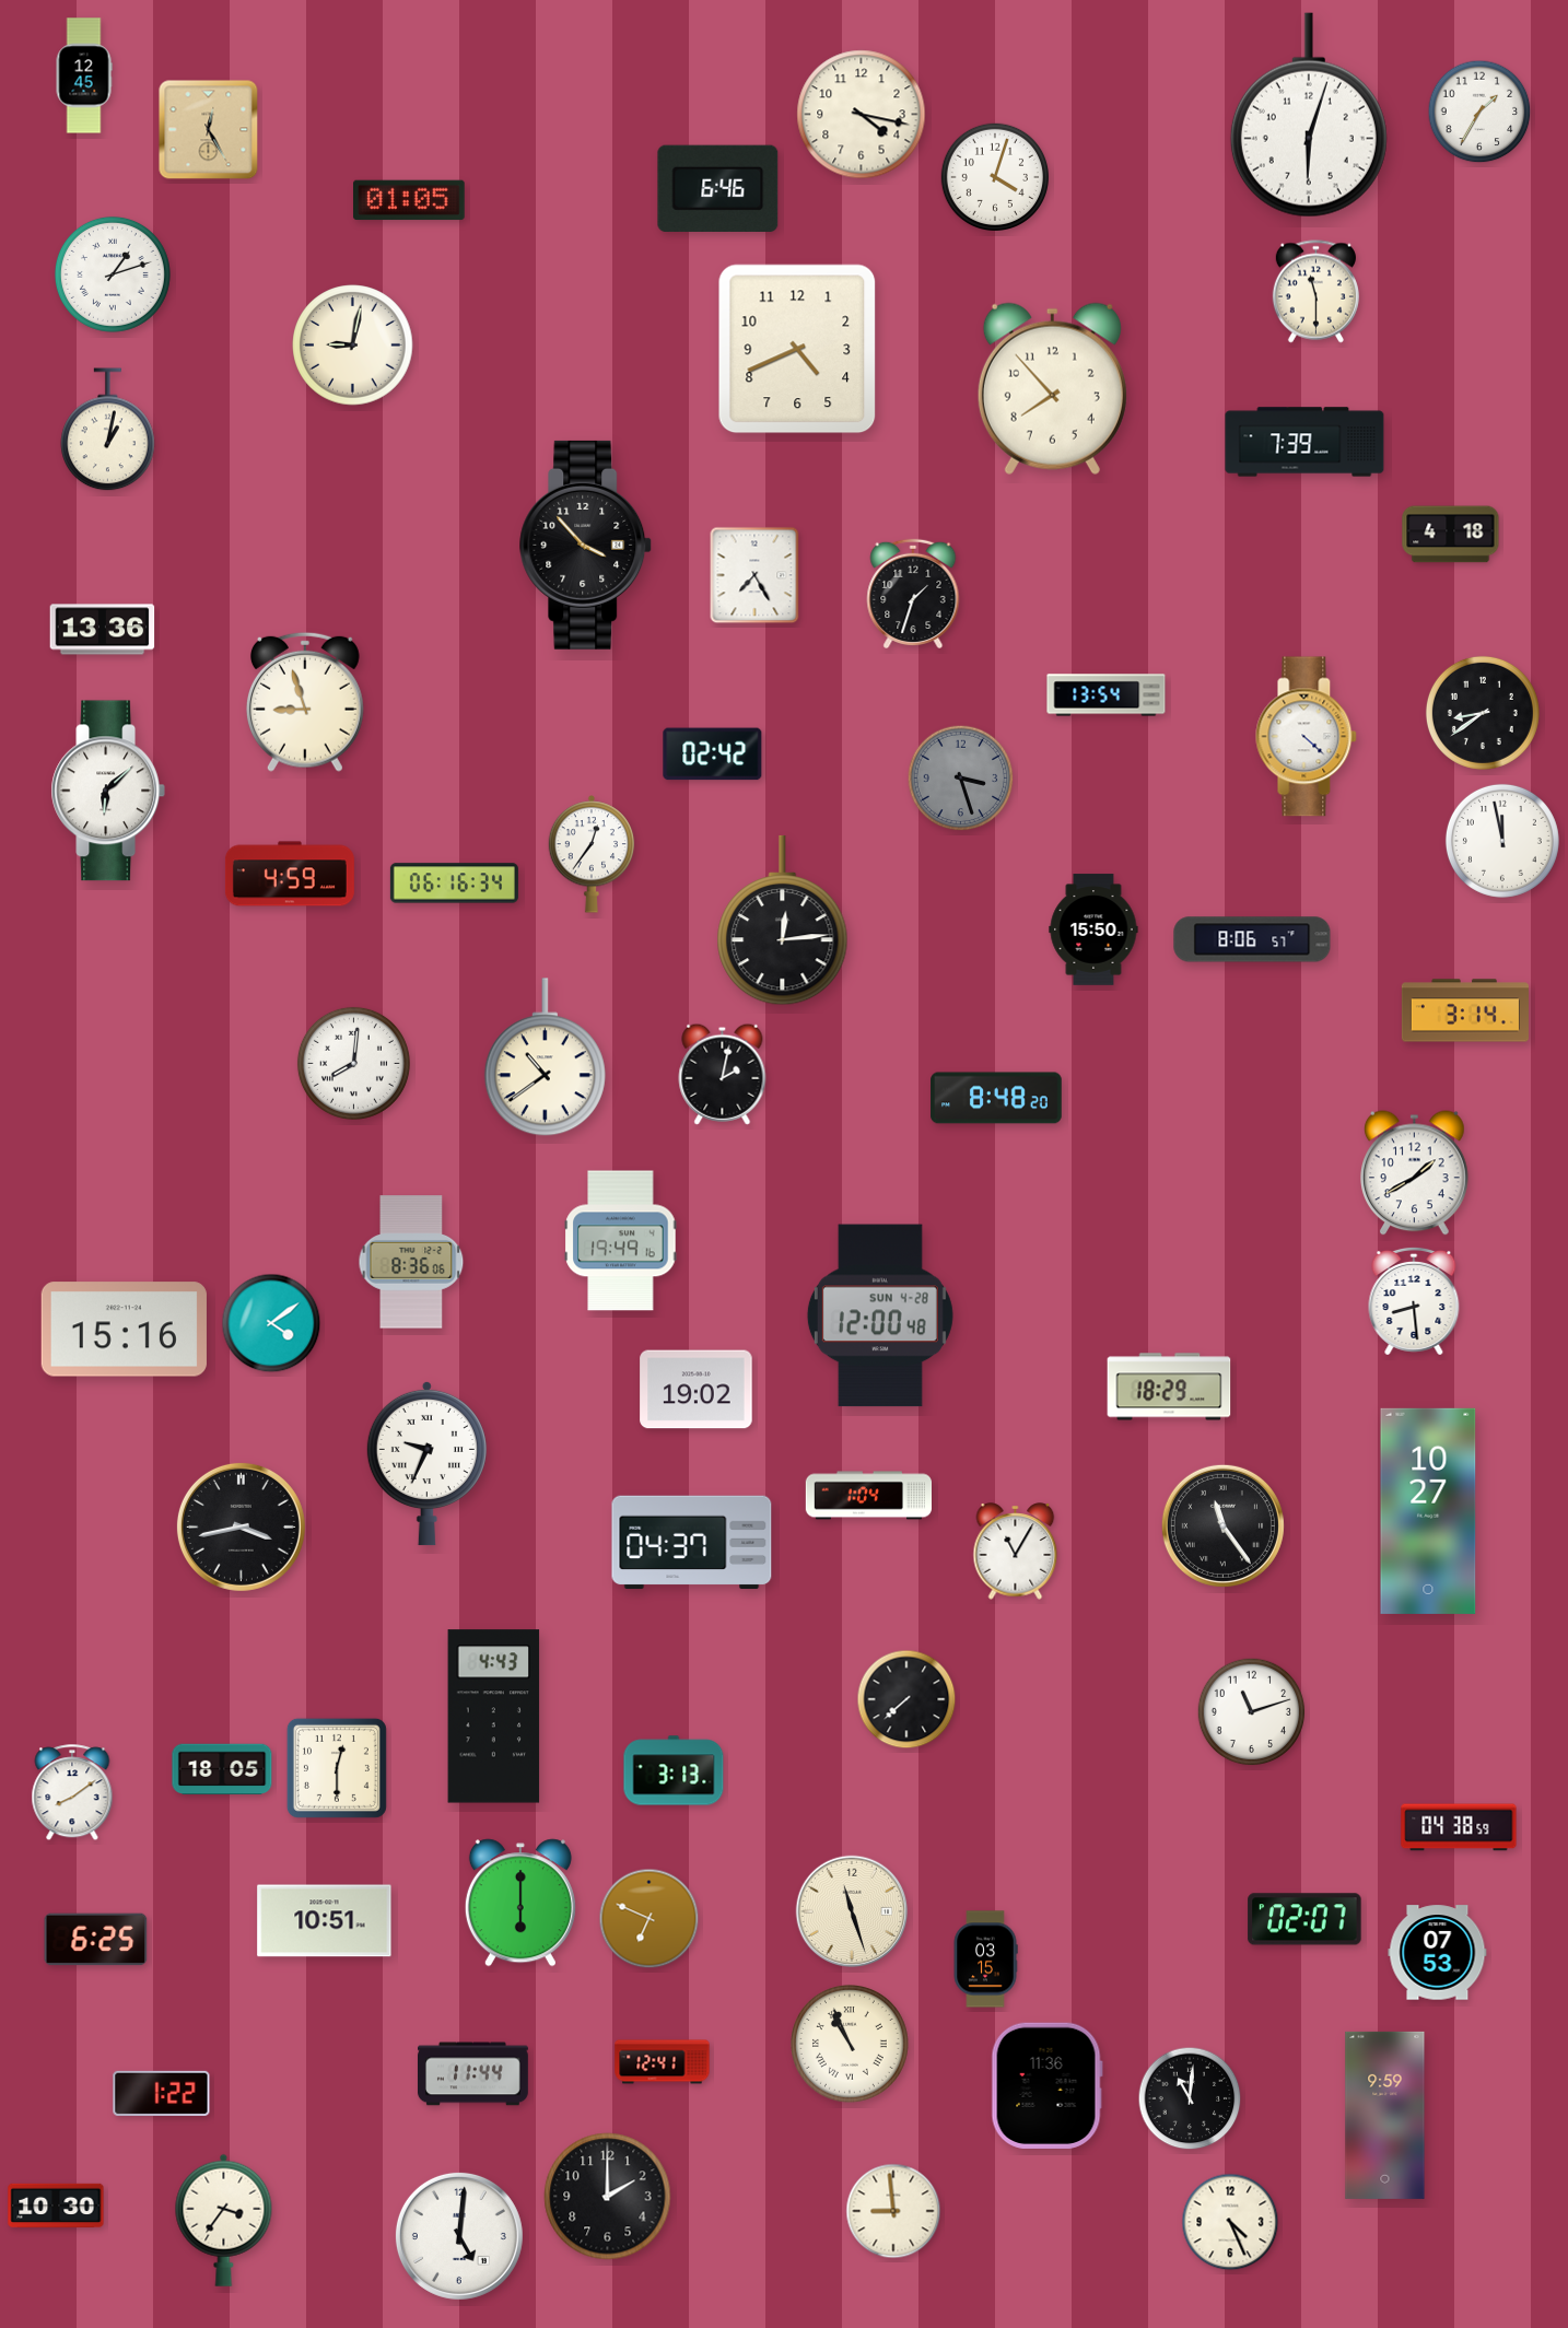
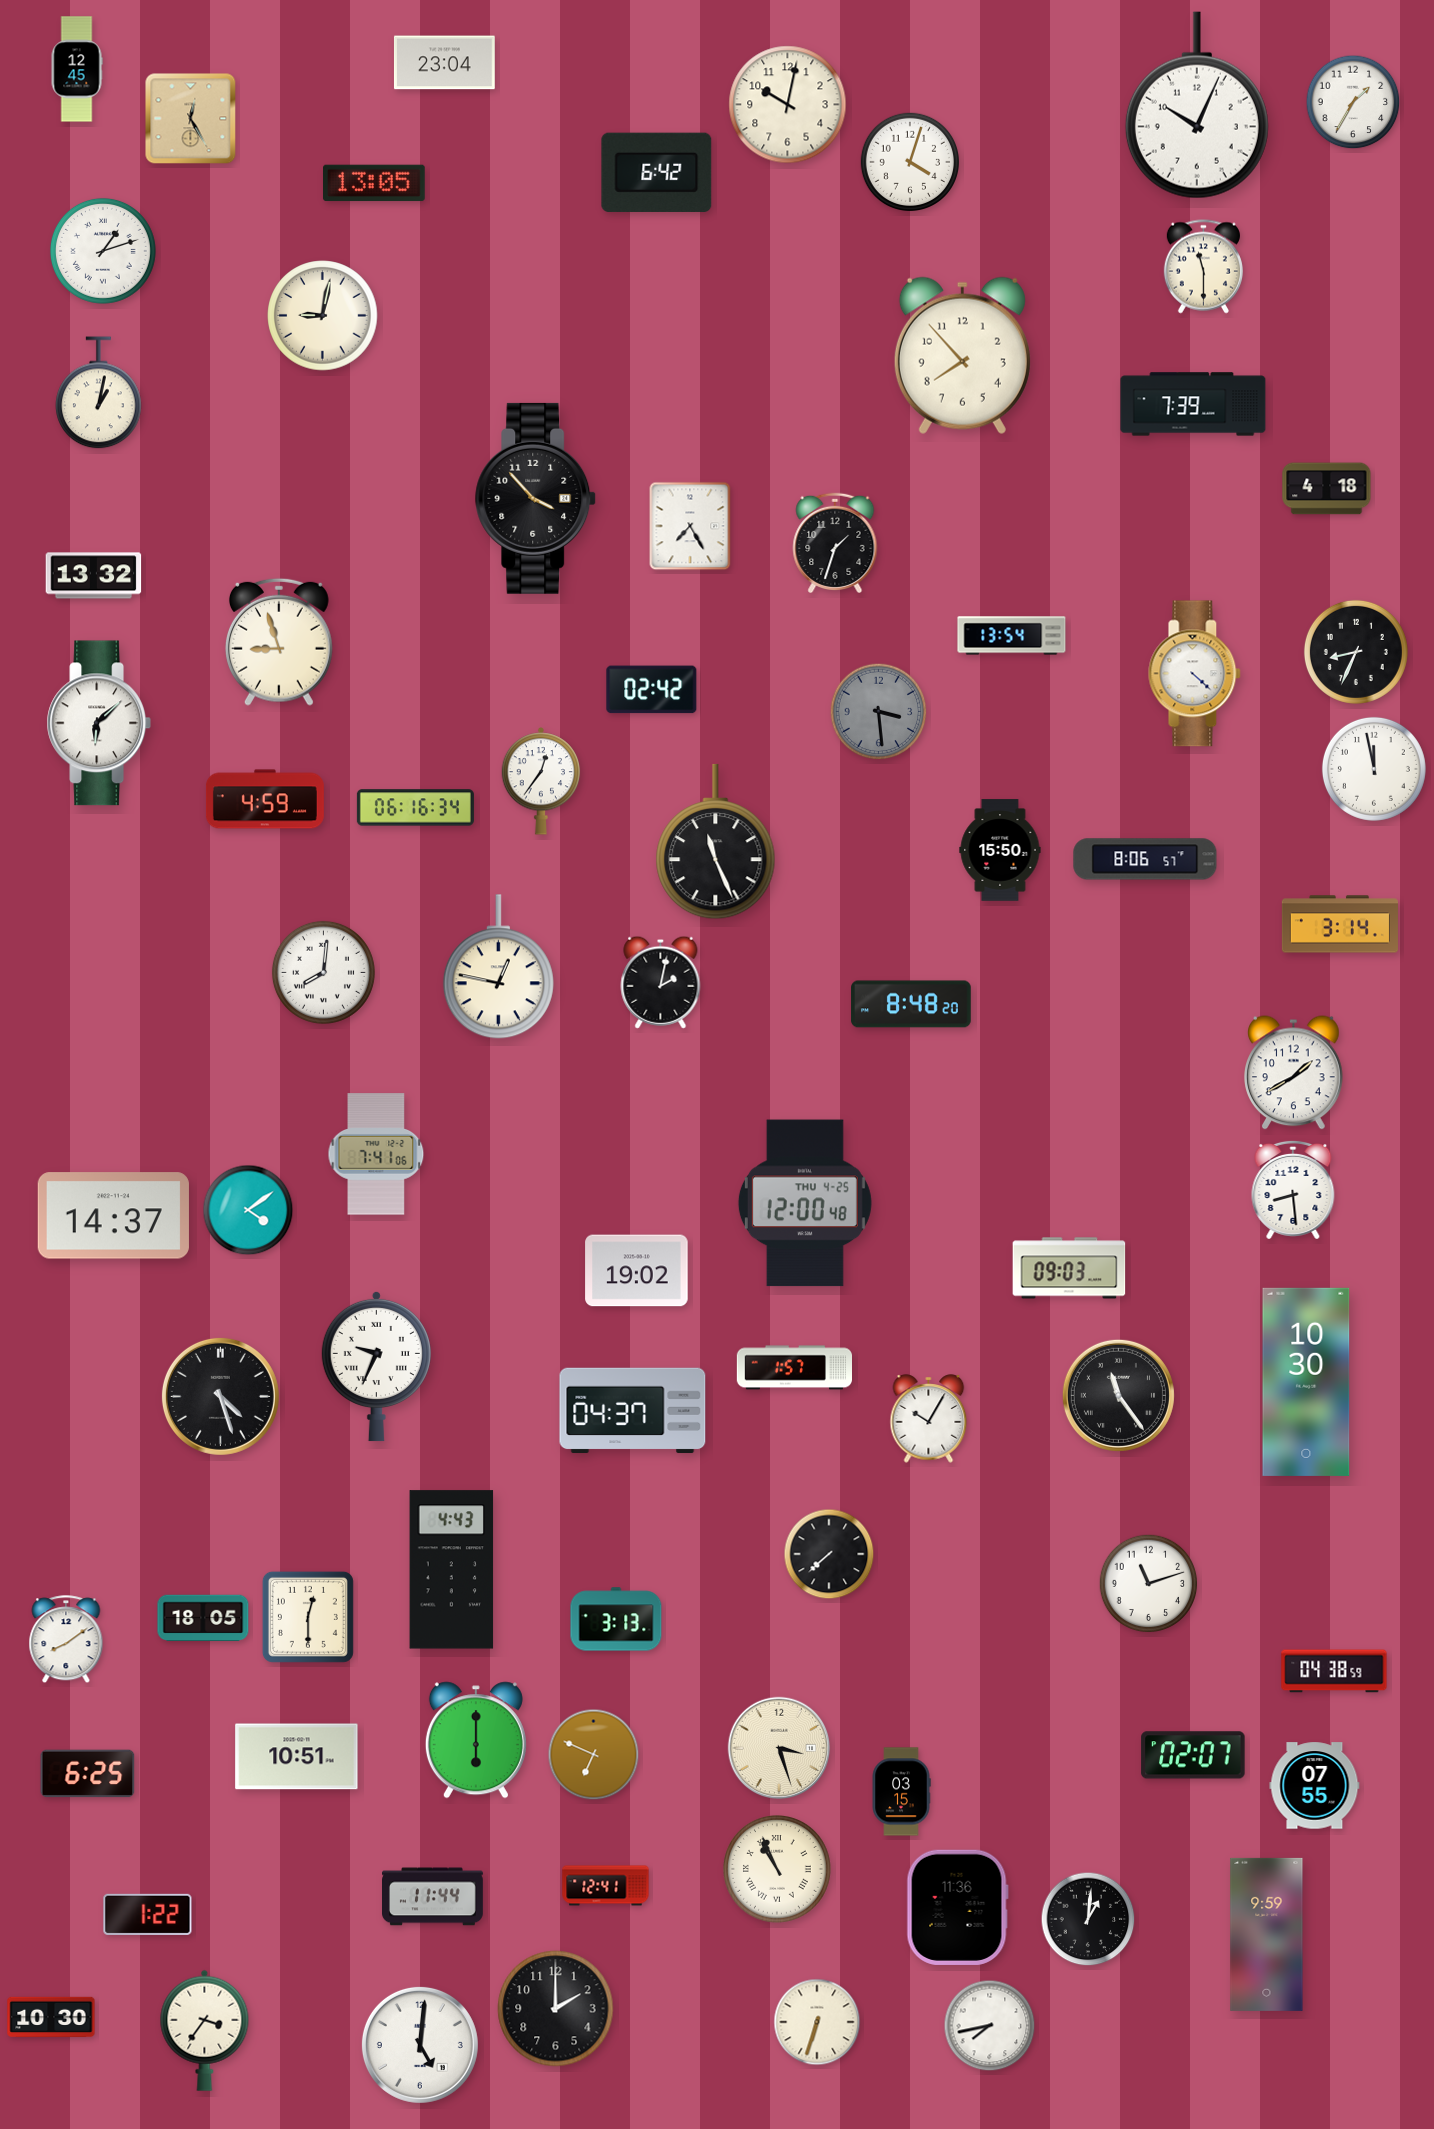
clock at (444, 63): none -> 23:04
clock at (862, 115): 4:17 -> 10:02
clock at (1309, 115): 6:03 -> 10:04
clock at (718, 188): 6:46 -> 6:42
clock at (410, 200): 01:05 -> 13:05
clock at (797, 349): 4:41 -> none
clock at (103, 630): 13:36 -> 13:32
clock at (1483, 713): 8:39 -> 8:34
clock at (961, 779): 3:27 -> 3:29
clock at (783, 921): 12:14 -> 11:26
clock at (545, 1057): 10:39 -> 12:47
clock at (621, 1241): 19:49 -> none
clock at (411, 1262): 8:36 -> 7:41
clock at (880, 1315) date: SUN 4-28 -> THU 4-25
clock at (124, 1330): 15:16 -> 14:37
clock at (1169, 1387): 18:29 -> 09:03
clock at (426, 1463) position: (426, 1463) -> (376, 1366)
clock at (868, 1496): 1:04 -> 1:57
clock at (1428, 1511): 10:27 -> 10:30
clock at (241, 1526): 3:43 -> 4:27
clock at (1016, 1552): 11:05 -> 10:05
clock at (1252, 1712) position: (1252, 1712) -> (1149, 1584)
clock at (852, 1911): 11:27 -> 3:27
clock at (1438, 1953): 07:53 -> 07:55
clock at (1190, 2098): 11:01 -> 1:01
clock at (893, 2211): 8:59 -> 6:33
clock at (990, 2026): none -> 7:43
clock at (1230, 2222): 4:26 -> none
